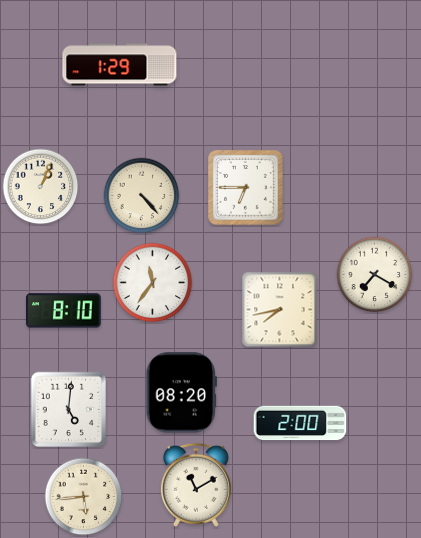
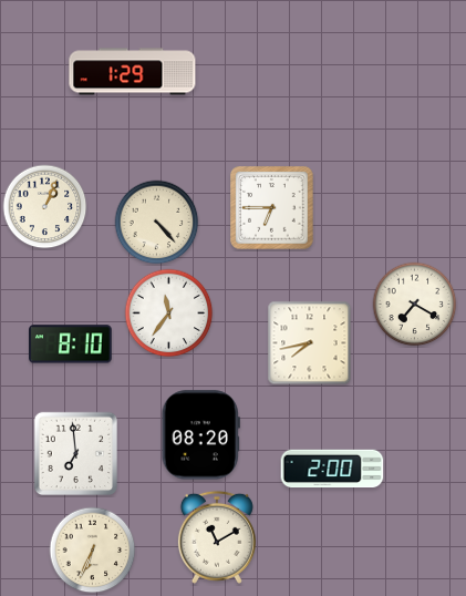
clock at (142, 196) position: (142, 196) -> (157, 223)
clock at (68, 409): 5:01 -> 6:59
clock at (84, 497): 5:44 -> 6:34
